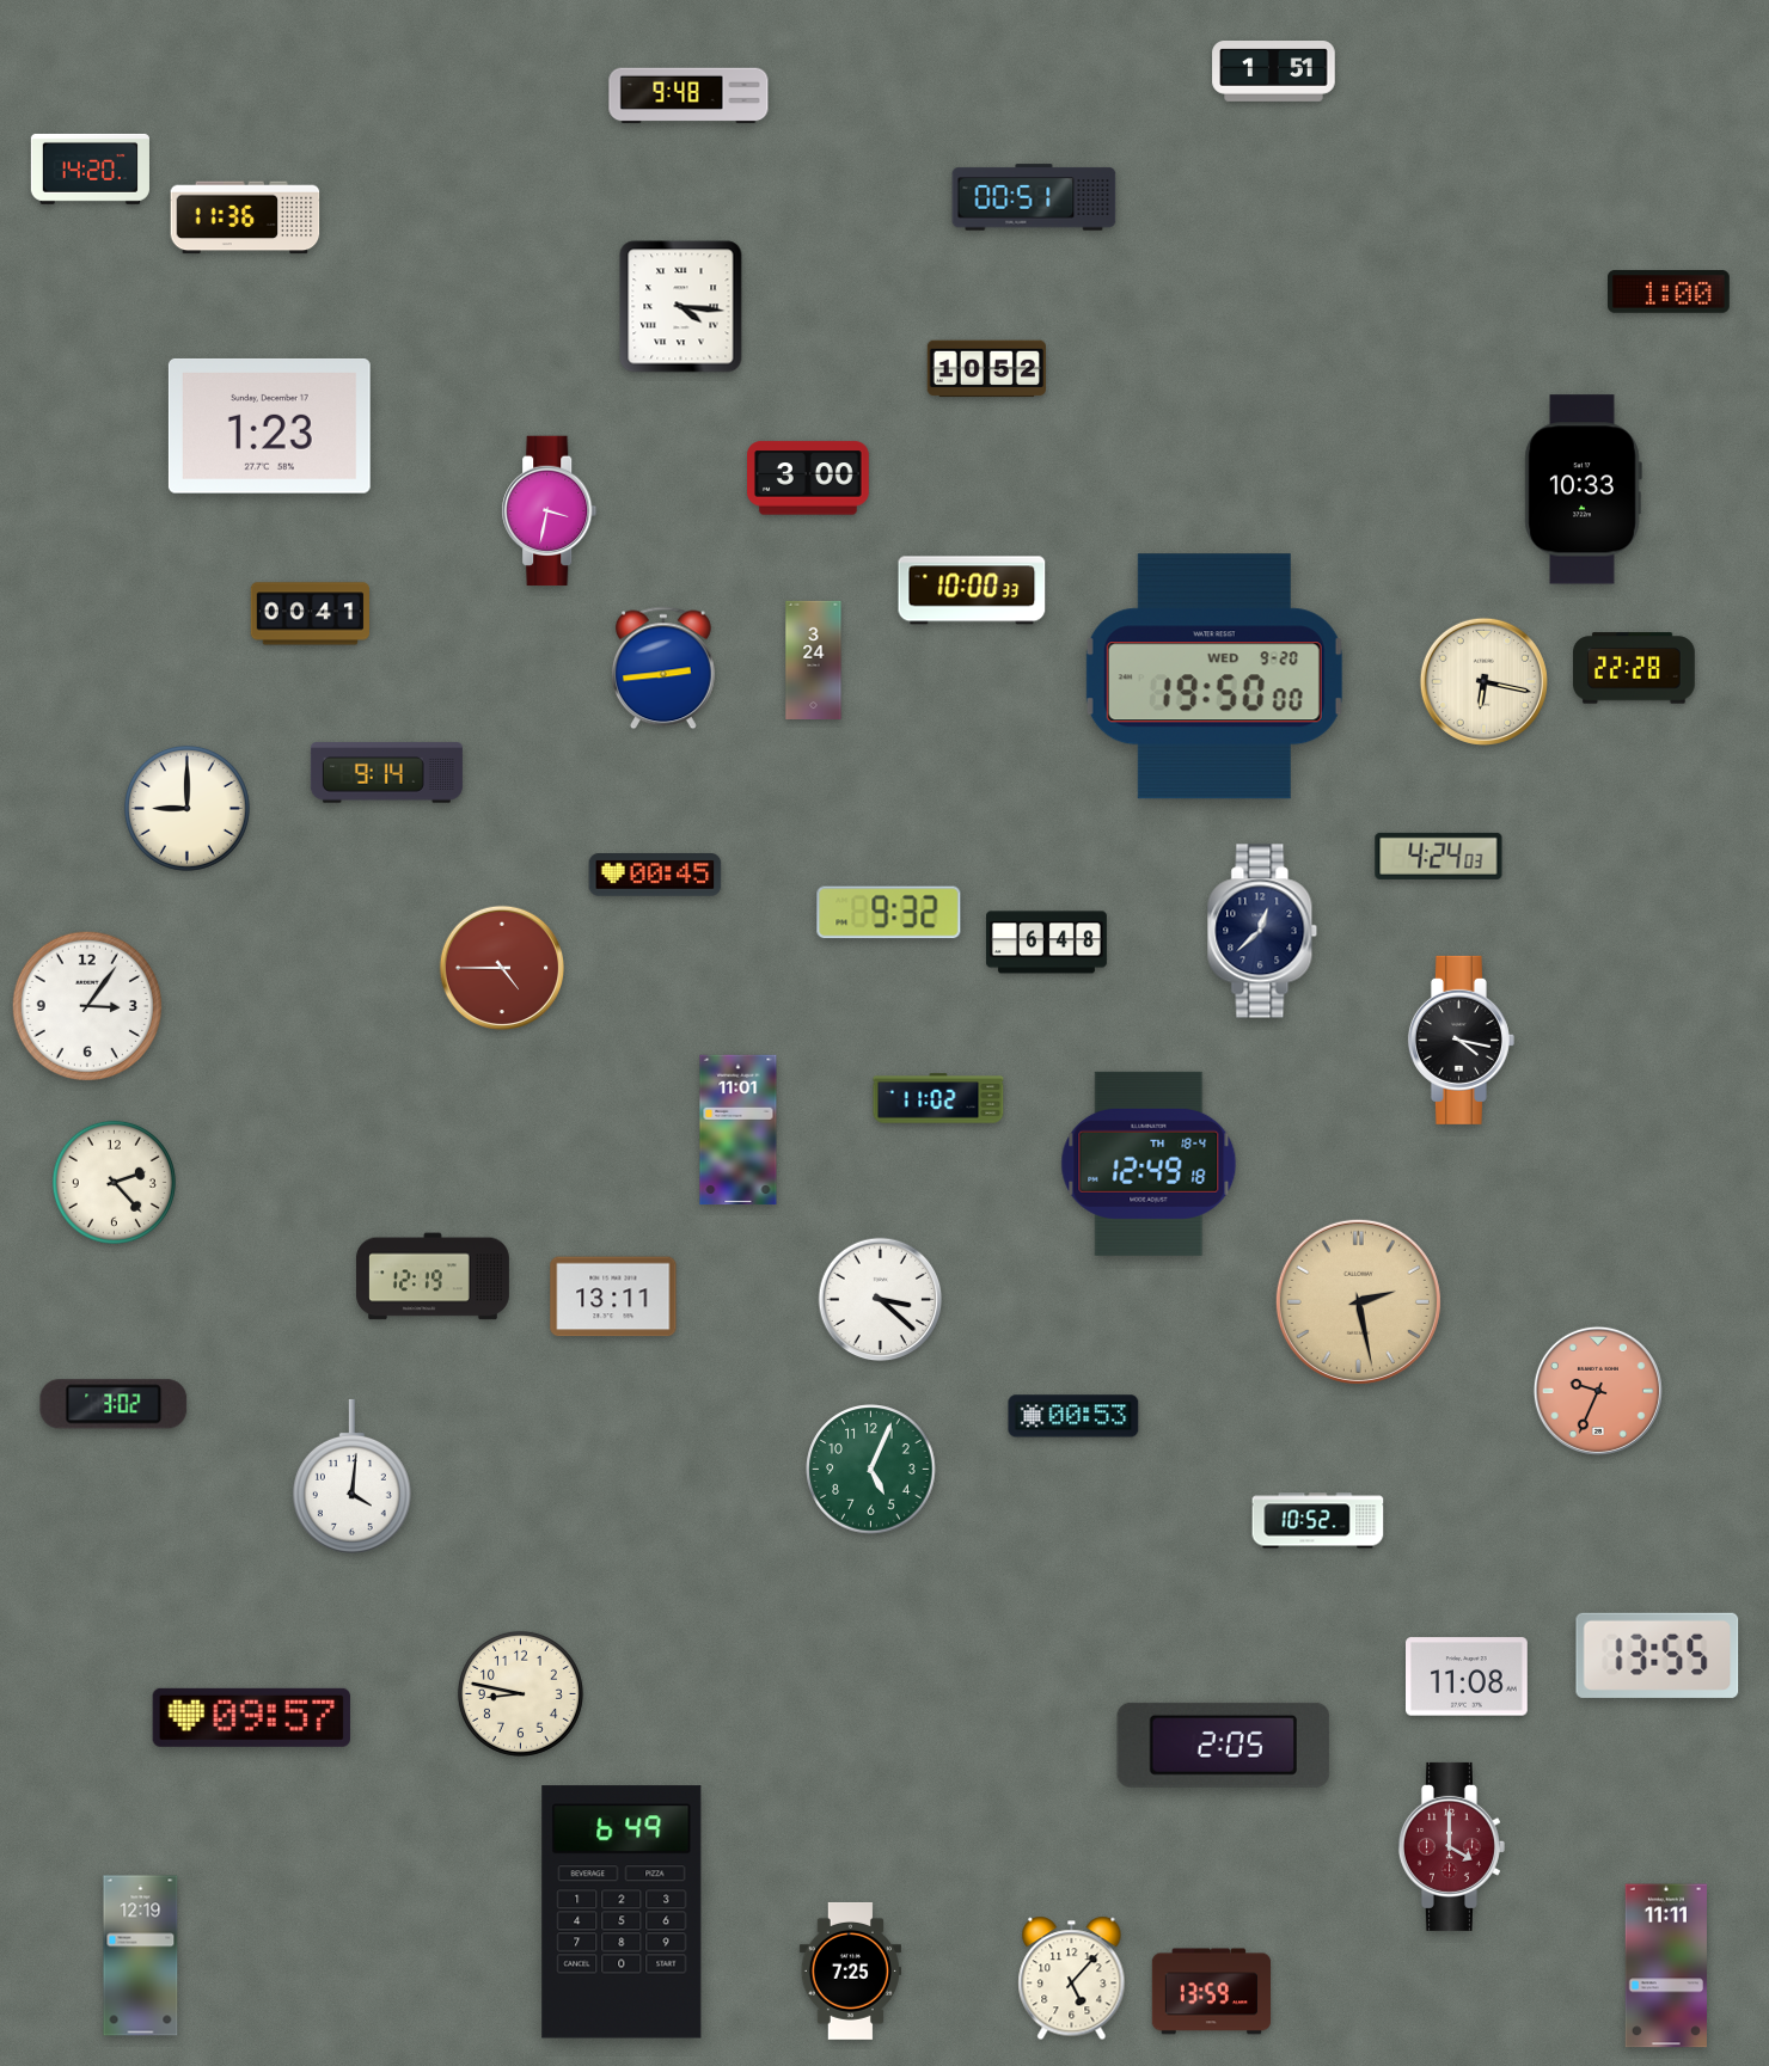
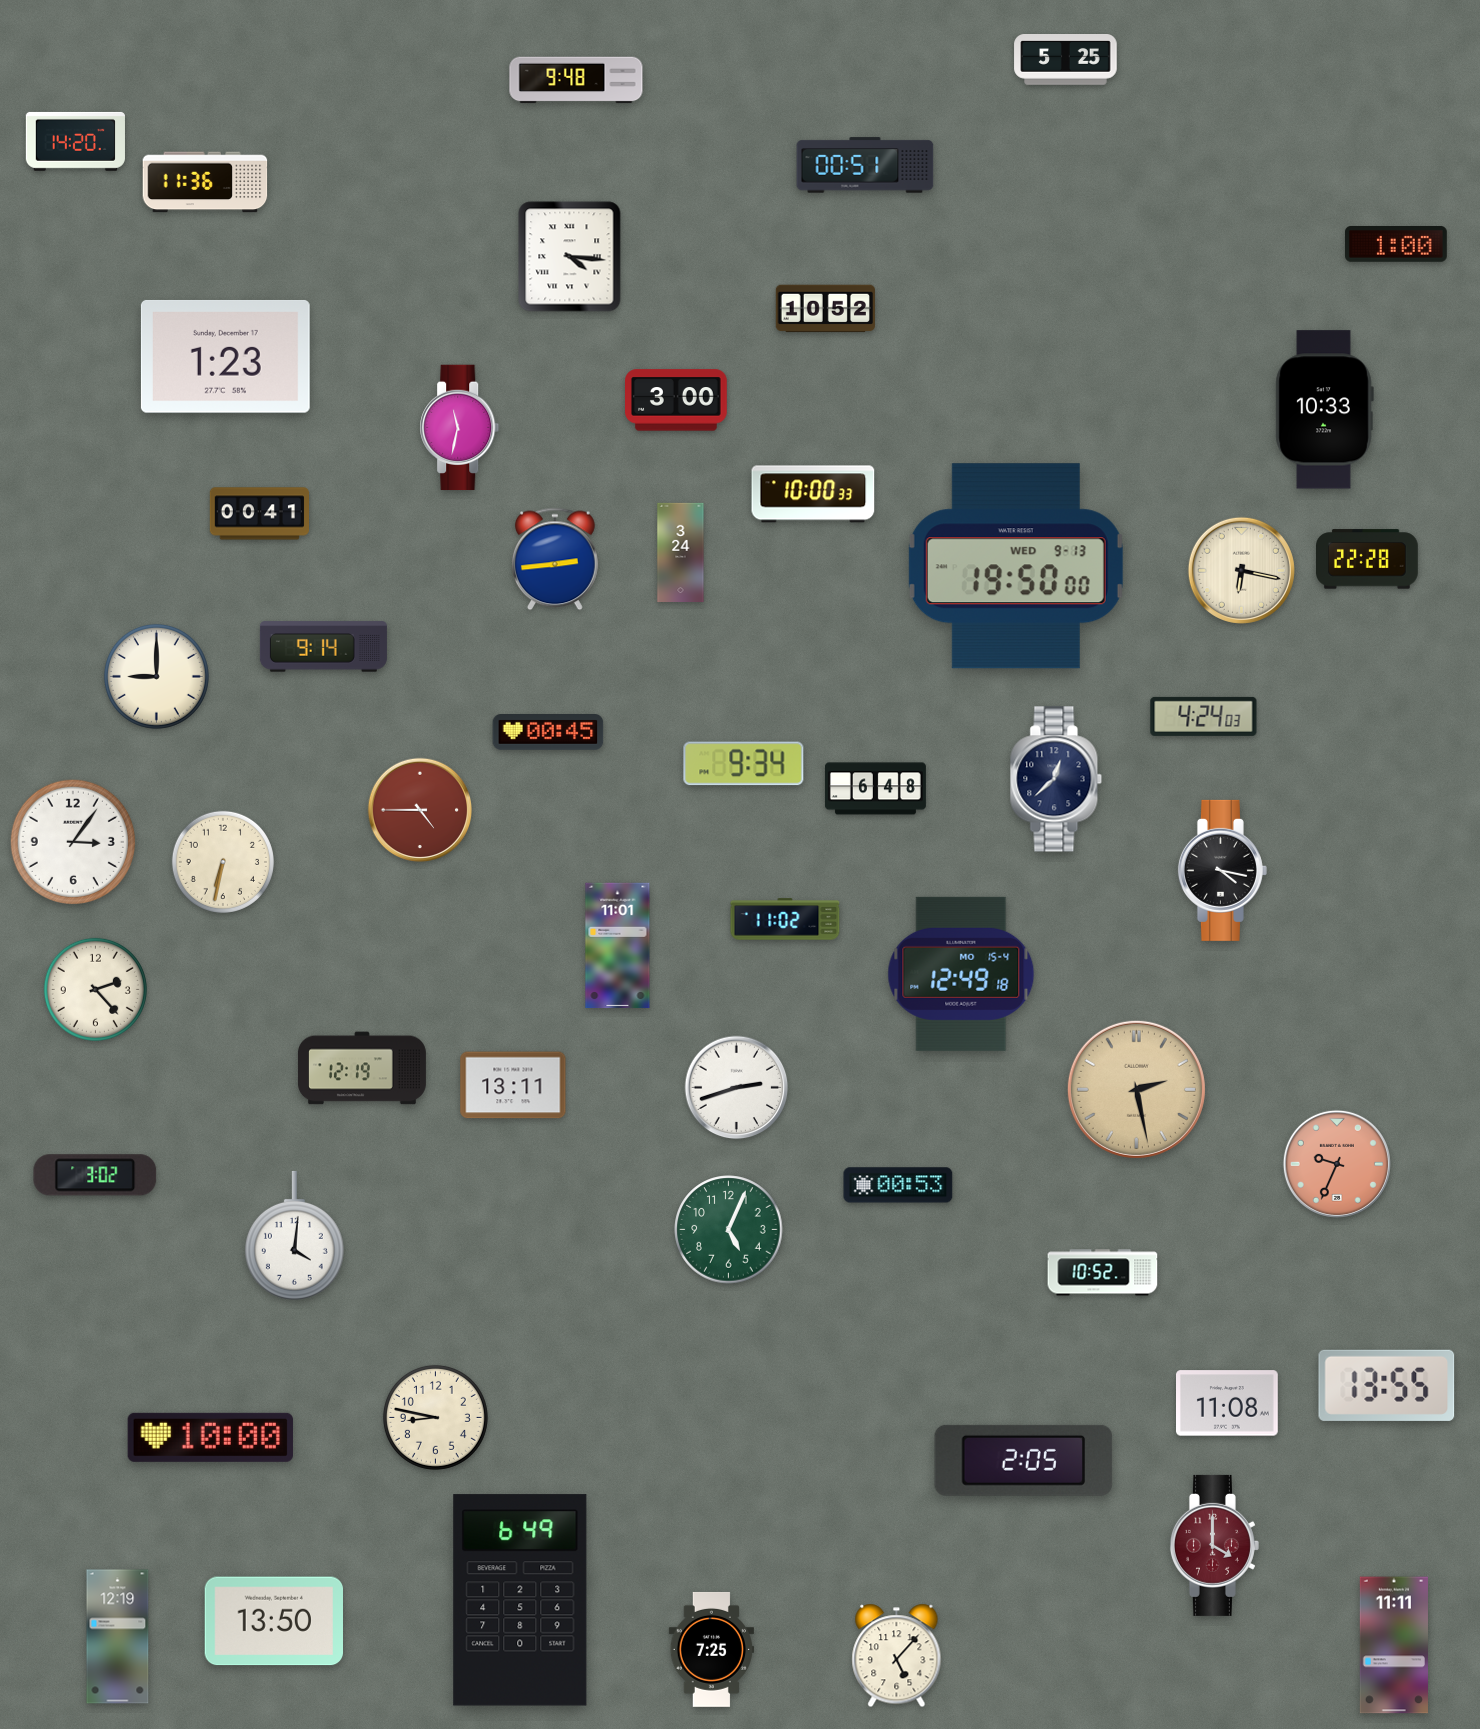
clock at (1274, 72): 1:51 -> 5:25
clock at (550, 511): 3:32 -> 11:32
clock at (1214, 676) date: WED 9-20 -> WED 9-13
clock at (889, 913): 9:32 -> 9:34
clock at (223, 862): none -> 6:32
clock at (1149, 1164) date: TH 18-4 -> MO 15-4
clock at (881, 1300): 3:22 -> 2:42
clock at (251, 1717): 09:57 -> 10:00
clock at (274, 1621): none -> 13:50
clock at (1211, 1992): 13:59 -> none
